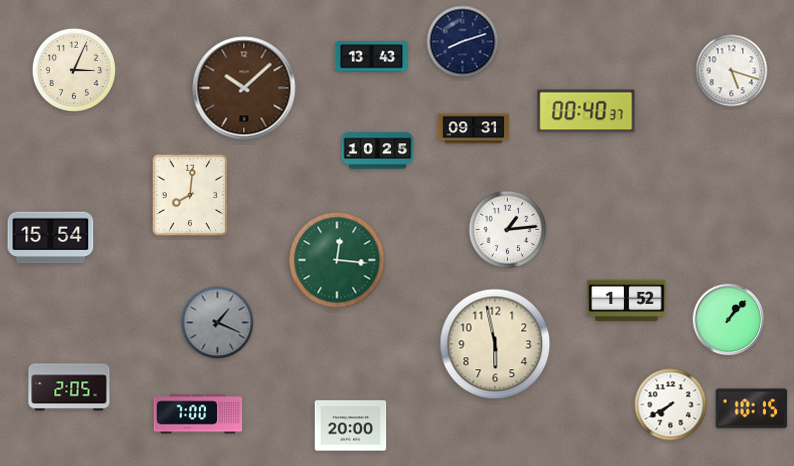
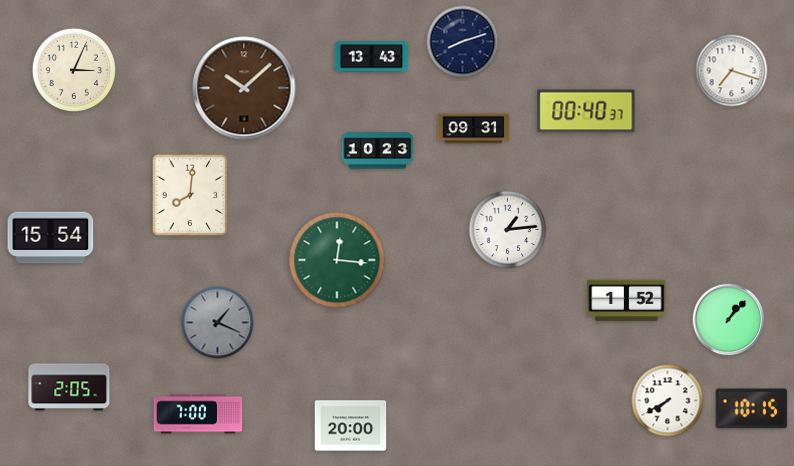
clock at (732, 71): 5:18 -> 7:18
clock at (378, 151): 10:25 -> 10:23
clock at (495, 344): 5:58 -> none
clock at (671, 405) position: (671, 405) -> (668, 401)
